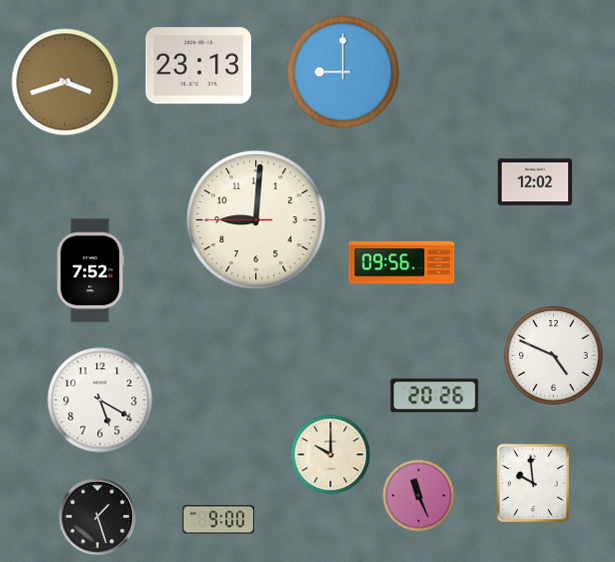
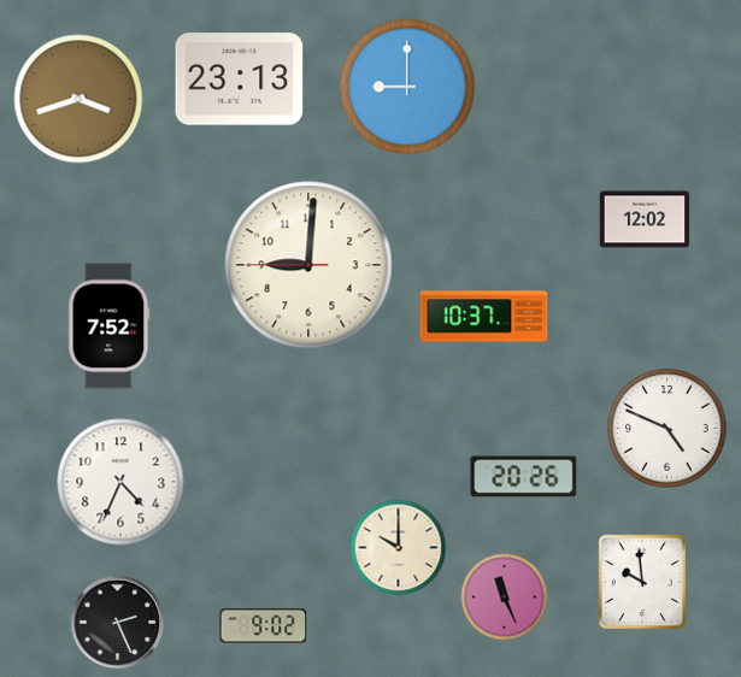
clock at (343, 72) position: (343, 72) -> (407, 87)
clock at (402, 263): 09:56 -> 10:37
clock at (100, 400): 5:20 -> 4:34
clock at (98, 517): 1:27 -> 2:26
clock at (219, 520): 9:00 -> 9:02
